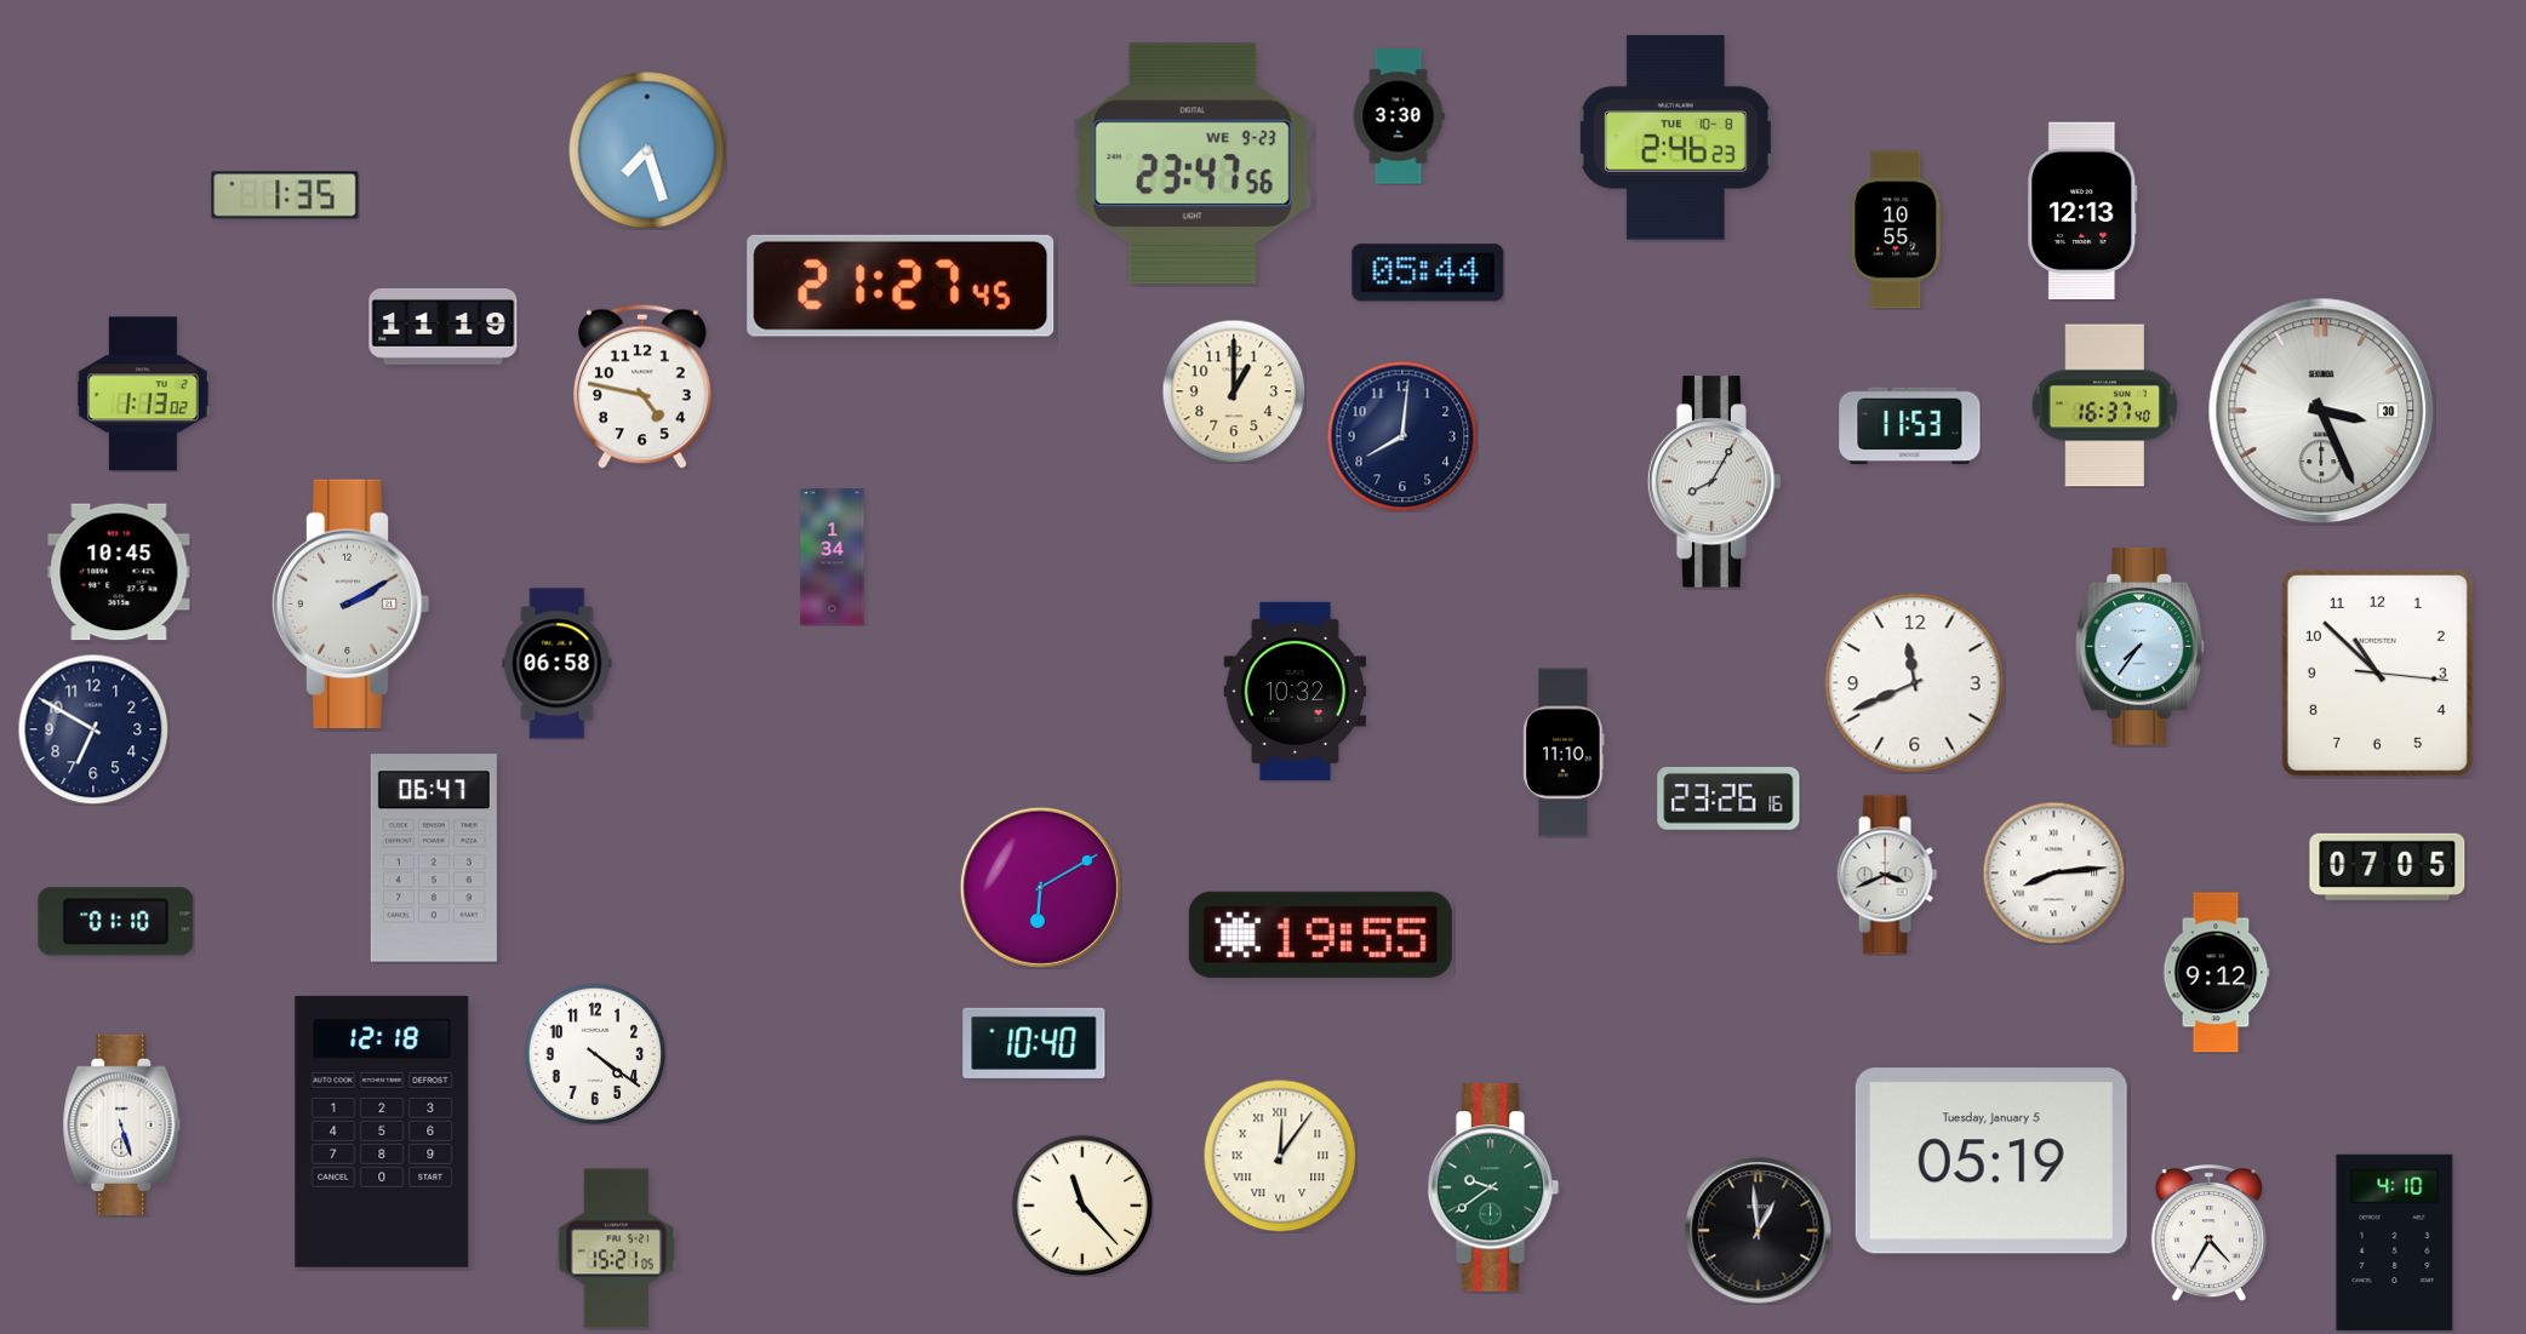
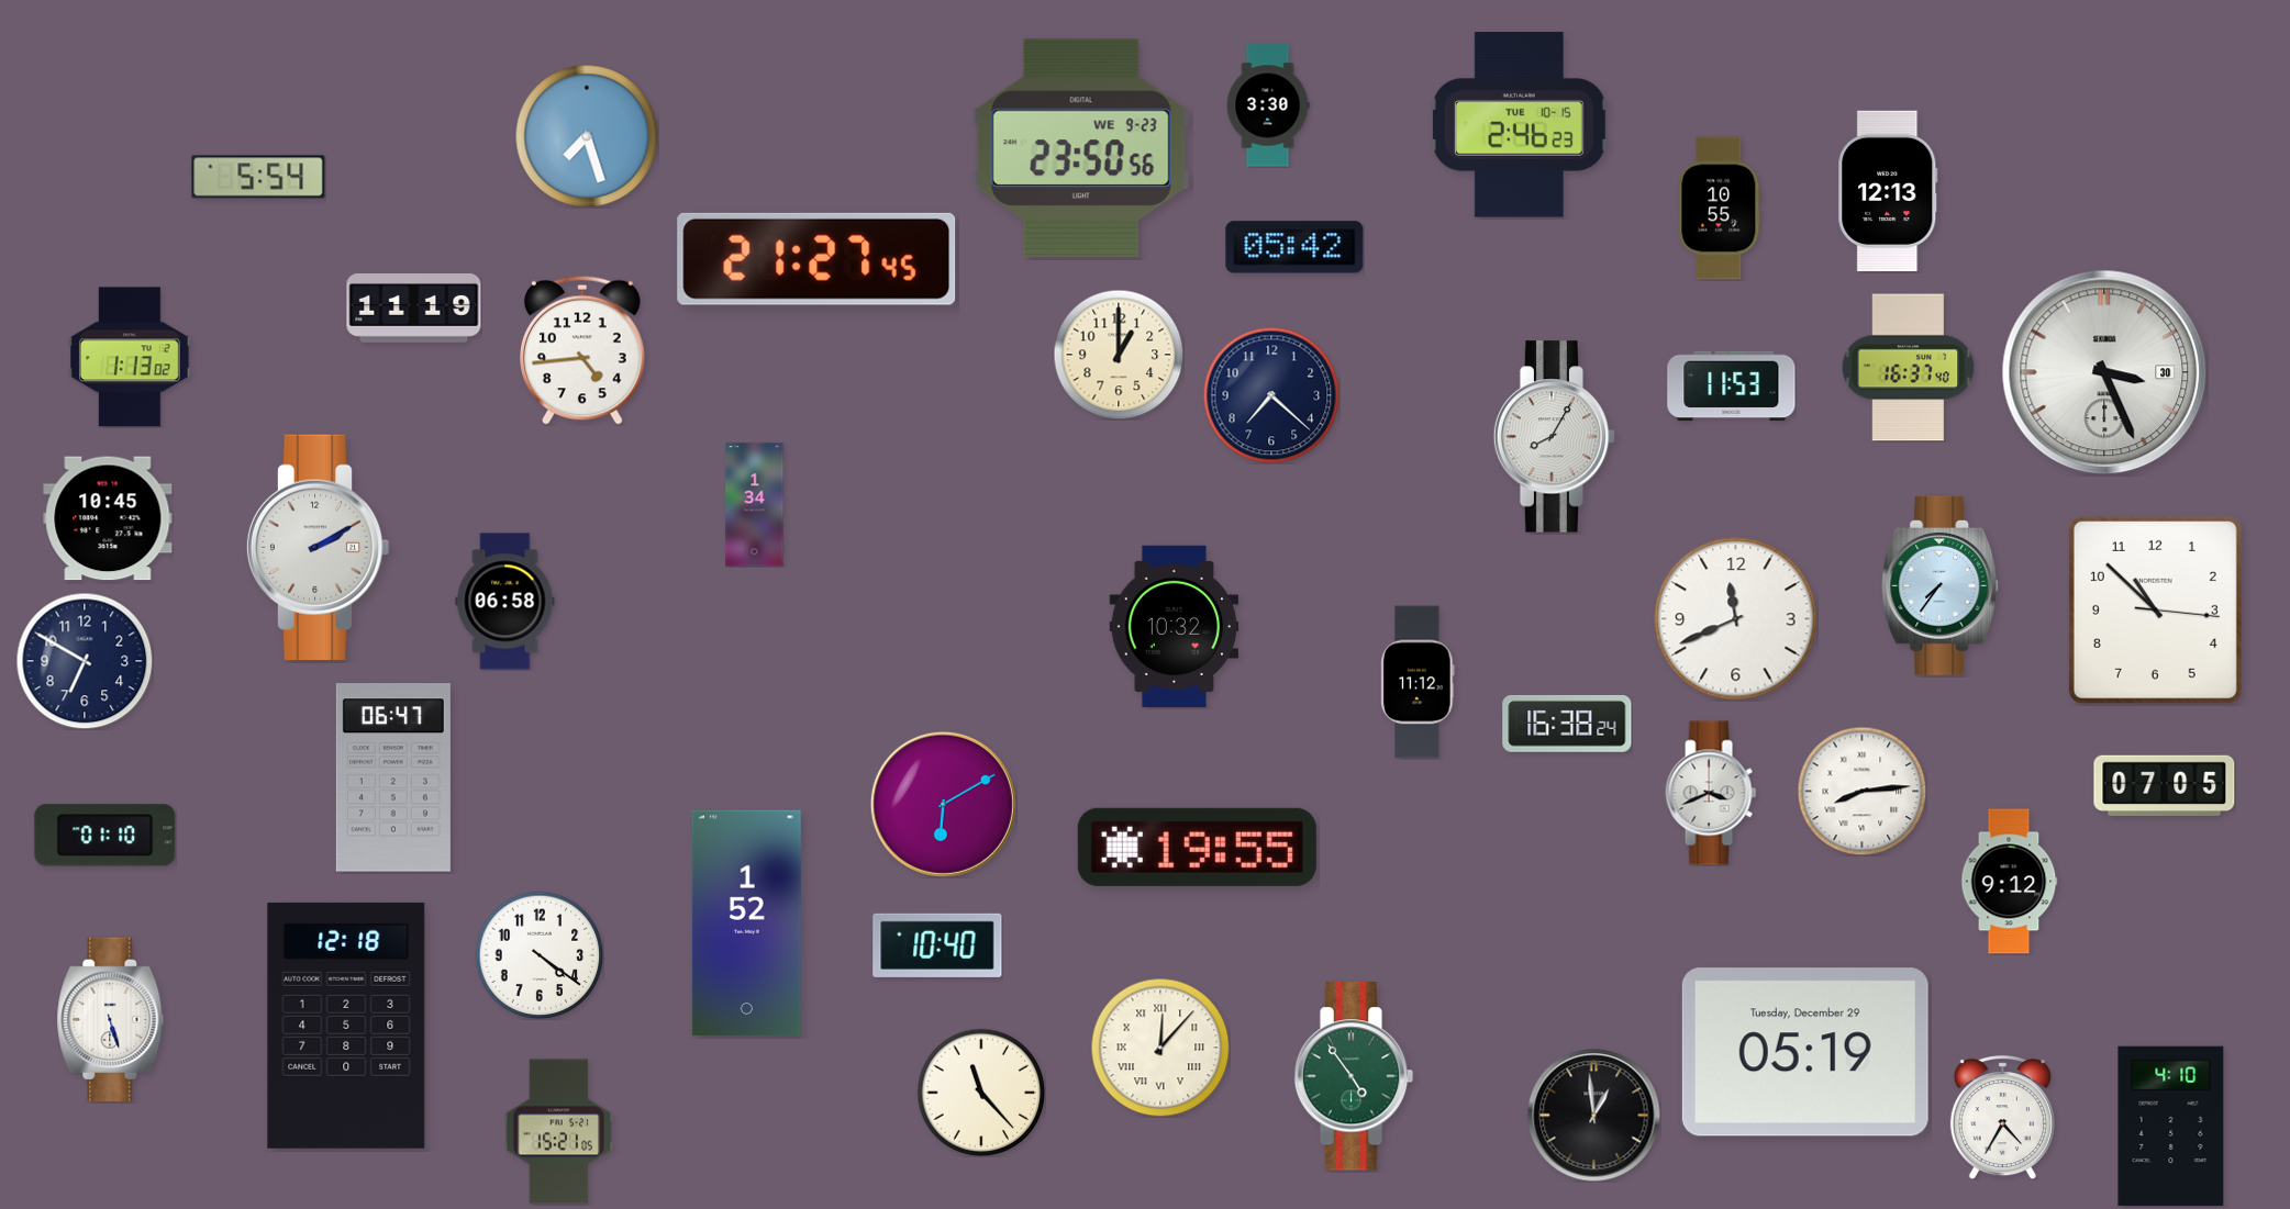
clock at (1675, 138) date: TUE 10-8 -> TUE 10-15
clock at (1193, 164): 23:47 -> 23:50
clock at (285, 195): 1:35 -> 5:54
clock at (1428, 273): 05:44 -> 05:42
clock at (444, 326) position: (444, 326) -> (414, 307)
clock at (644, 387): 4:47 -> 4:44
clock at (1402, 436): 8:01 -> 7:22
clock at (1564, 752): 11:10 -> 11:12
clock at (1728, 798): 23:26 -> 16:38
clock at (746, 923): none -> 1:52
clock at (1280, 1156): 12:06 -> 12:07
clock at (1991, 1161) date: Tuesday, January 5 -> Tuesday, December 29
clock at (1493, 1187): 9:39 -> 4:54
